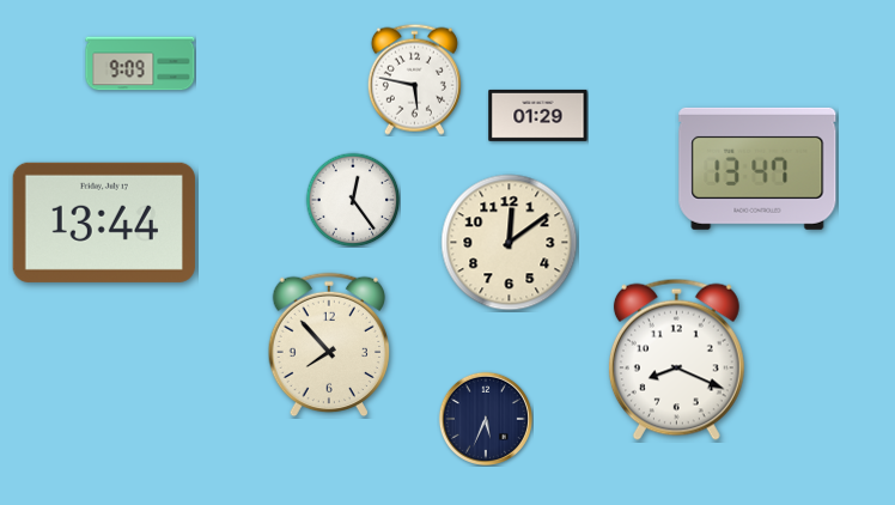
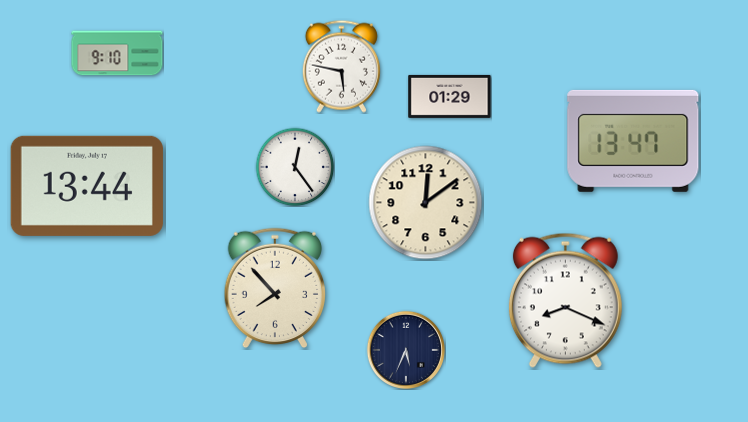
clock at (140, 63): 9:09 -> 9:10
clock at (414, 79) position: (414, 79) -> (341, 66)
